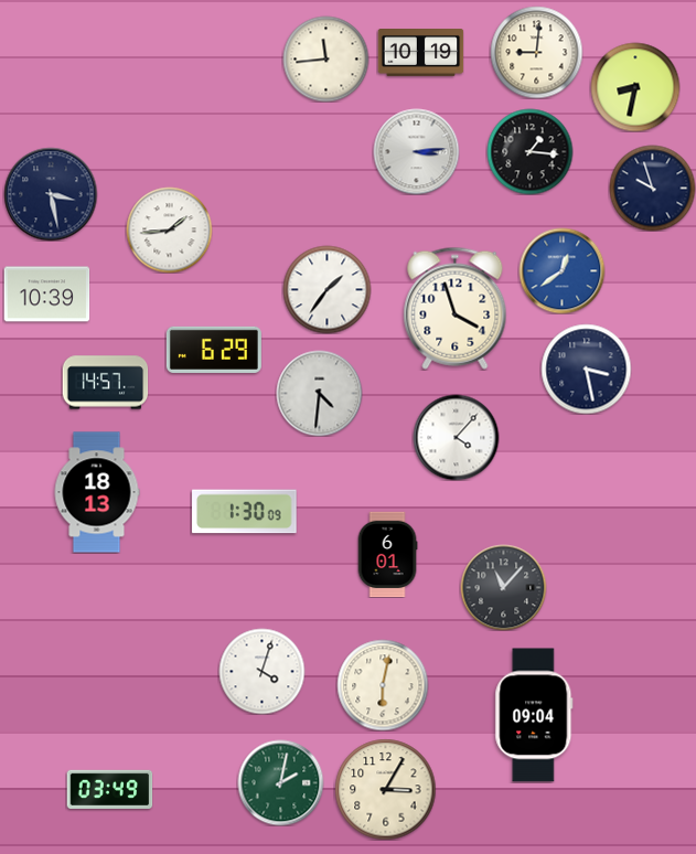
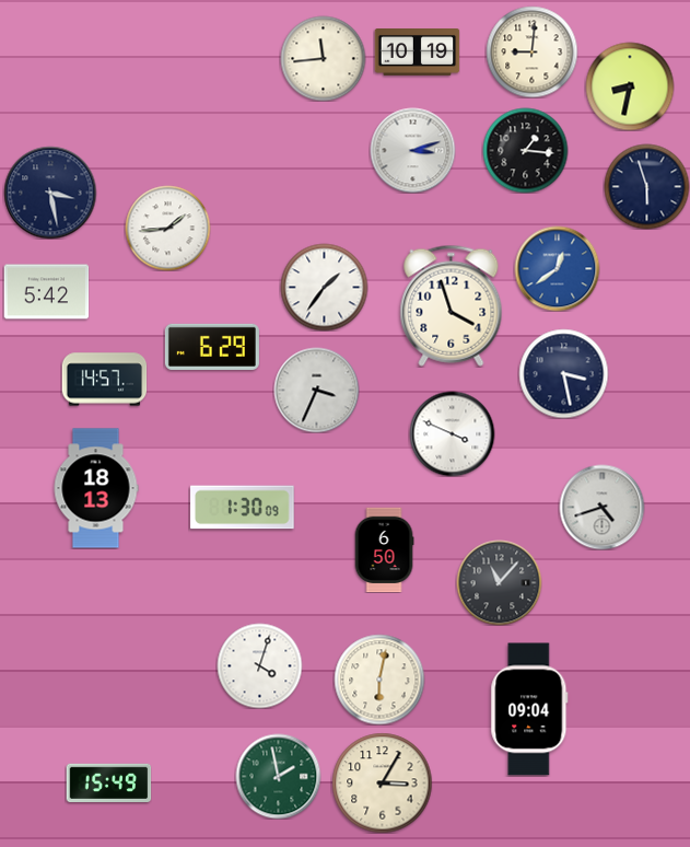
clock at (416, 151): 3:14 -> 3:12
clock at (652, 188): 9:57 -> 5:57
clock at (46, 295): 10:39 -> 5:42
clock at (586, 369) position: (586, 369) -> (563, 373)
clock at (319, 393): 4:31 -> 3:34
clock at (456, 437): 4:07 -> 3:49
clock at (601, 507): none -> 4:42
clock at (387, 554): 6:01 -> 6:50
clock at (280, 782): 2:02 -> 1:58
clock at (109, 789): 03:49 -> 15:49
